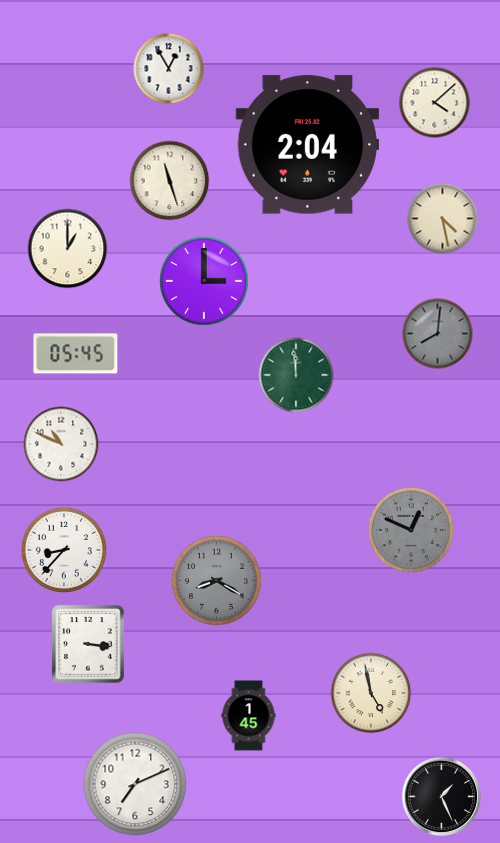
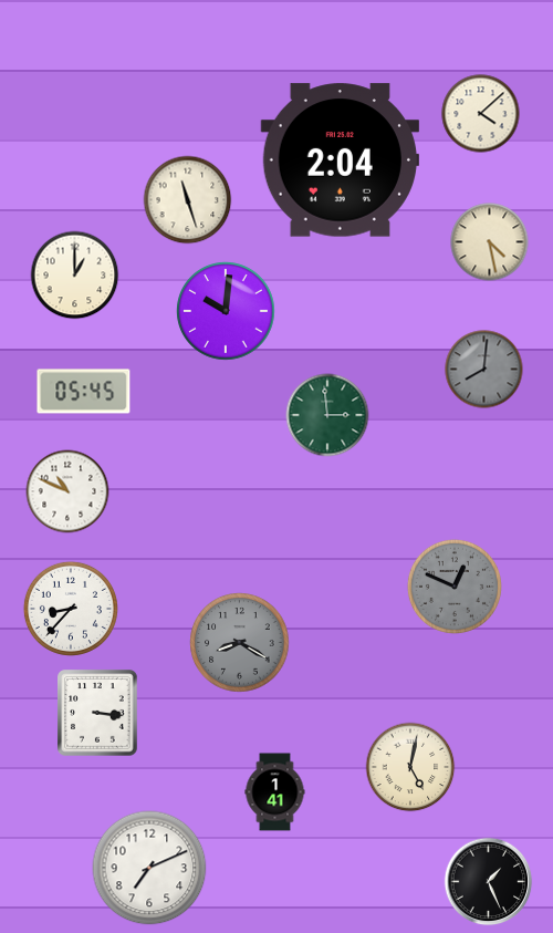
clock at (169, 69): 12:55 -> none
clock at (204, 281): 3:00 -> 10:01
clock at (296, 375): 11:59 -> 2:59
clock at (371, 693): 4:58 -> 5:02
clock at (249, 716): 1:45 -> 1:41
